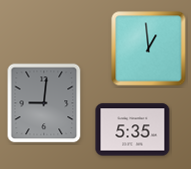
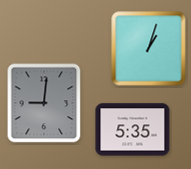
clock at (149, 49): 12:59 -> 1:03
